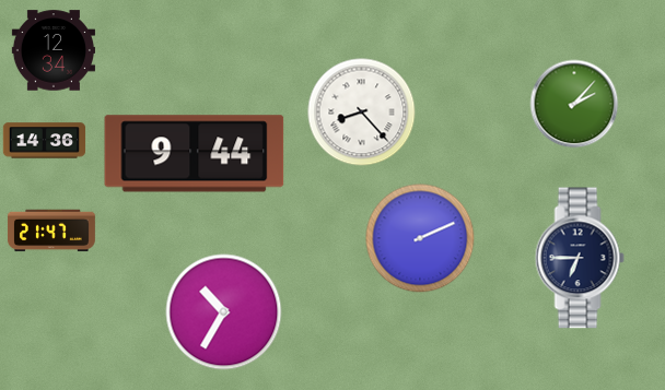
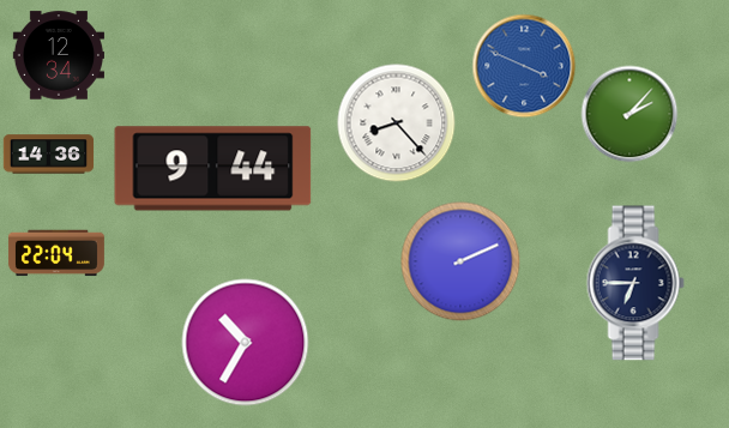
clock at (524, 66): none -> 3:49
clock at (51, 231): 21:47 -> 22:04
